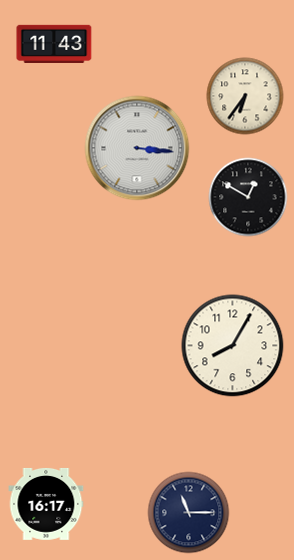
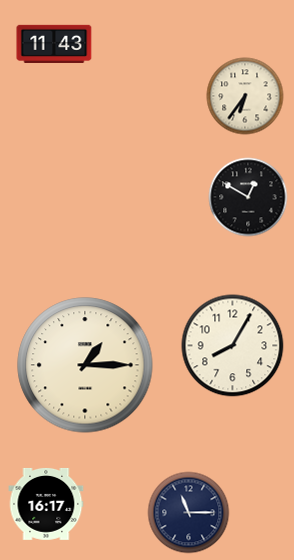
clock at (137, 148): 3:16 -> none
clock at (85, 365): none -> 1:15
